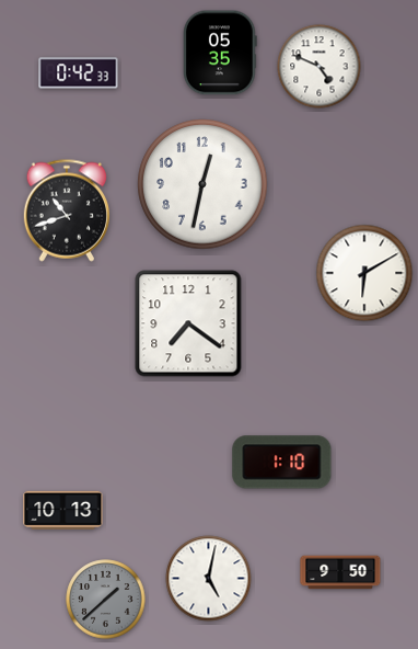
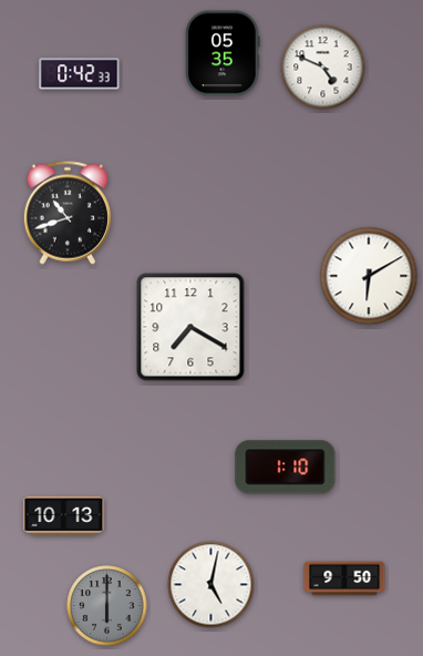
clock at (202, 184): 12:32 -> none
clock at (188, 323): 7:21 -> 7:20
clock at (106, 600): 1:38 -> 6:00
